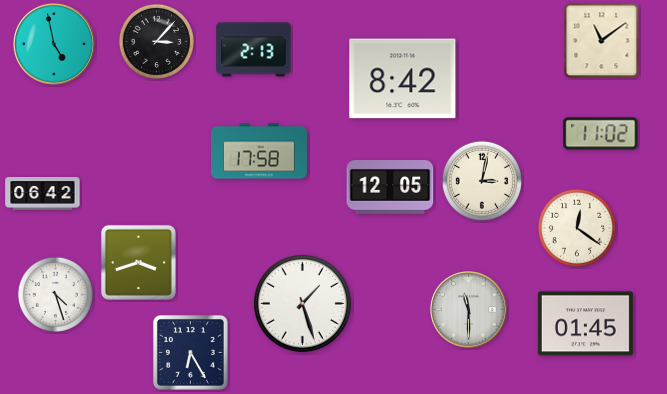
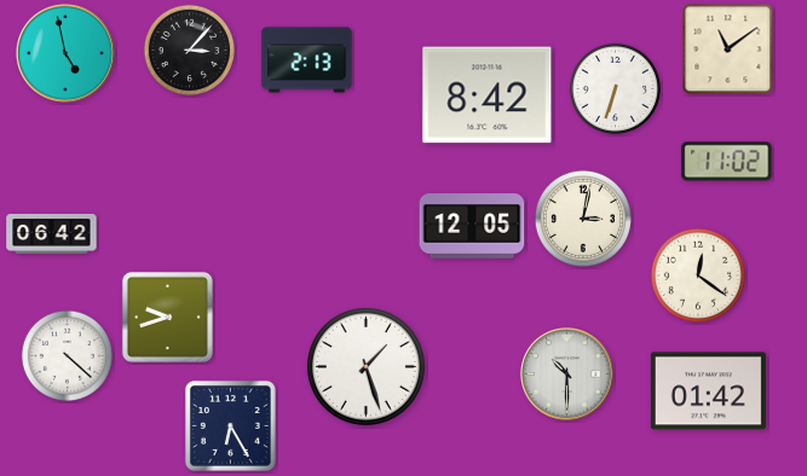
clock at (615, 88): none -> 6:33
clock at (259, 151): 17:58 -> none
clock at (138, 262): 3:42 -> 9:42
clock at (55, 294): 4:27 -> 4:22
clock at (469, 310): 11:30 -> 10:30
clock at (585, 324): 01:45 -> 01:42
